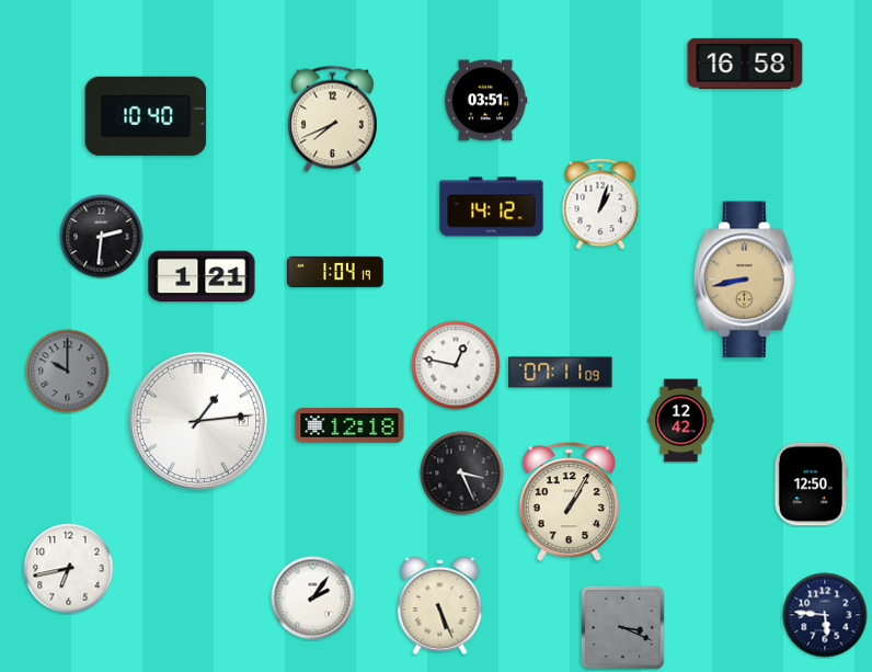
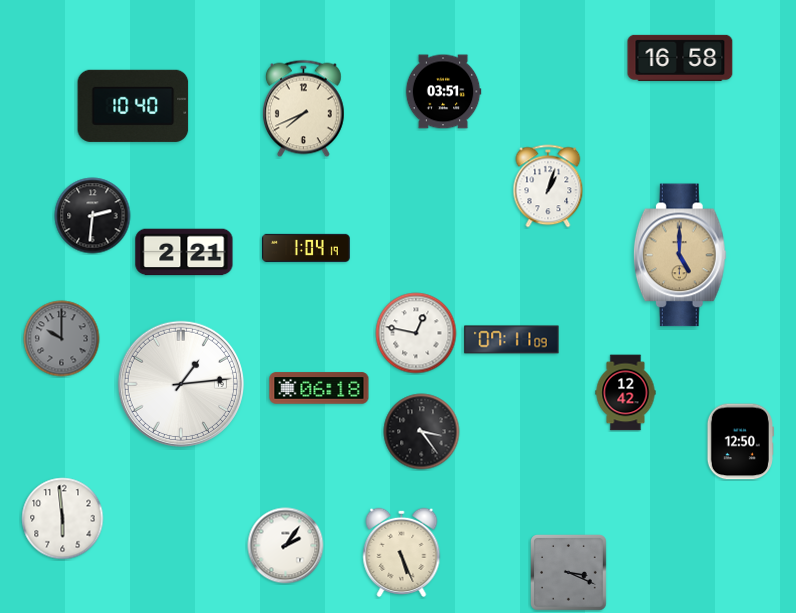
clock at (492, 207): 14:12 -> none
clock at (202, 276): 1:21 -> 2:21
clock at (745, 280): 8:43 -> 5:00
clock at (681, 421) position: (681, 421) -> (626, 393)
clock at (349, 425): 12:18 -> 06:18
clock at (462, 474): 3:26 -> 3:24
clock at (569, 502): 1:05 -> none
clock at (69, 569): 6:43 -> 5:59
clock at (825, 615): 5:46 -> none
